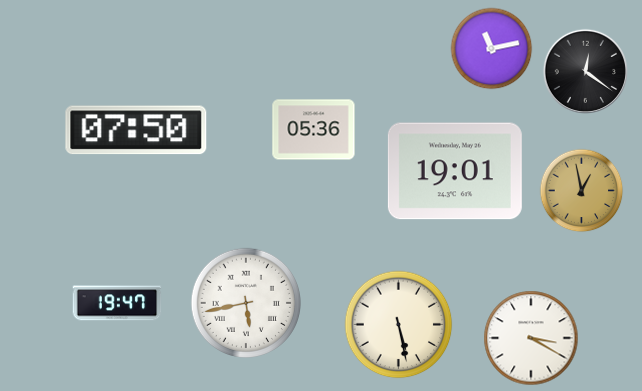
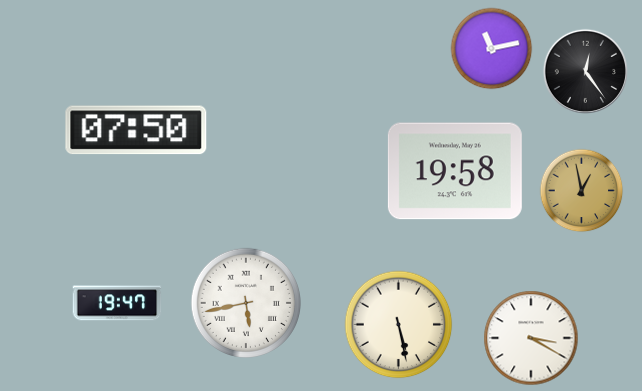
clock at (585, 71): 12:21 -> 12:24
clock at (314, 130): 05:36 -> none
clock at (455, 171): 19:01 -> 19:58
